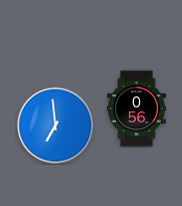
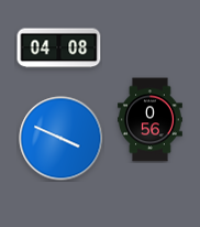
clock at (59, 48): none -> 04:08
clock at (56, 126): 6:59 -> 3:49
